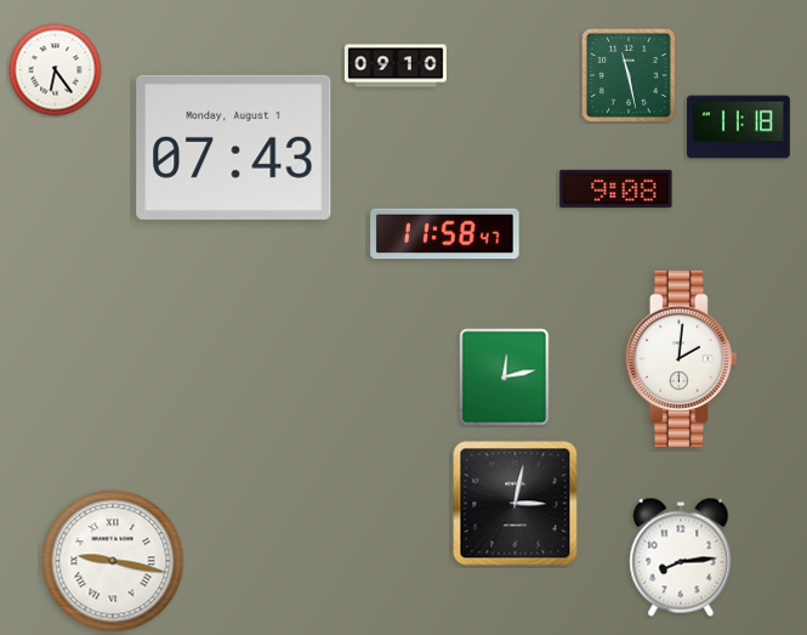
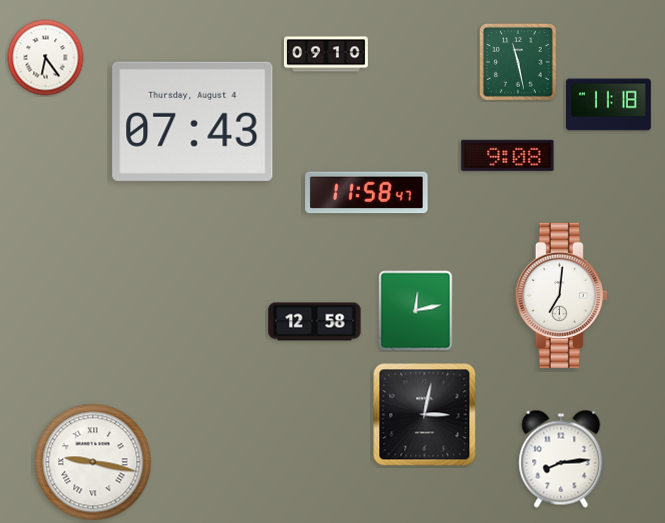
clock at (234, 147) date: Monday, August 1 -> Thursday, August 4
clock at (681, 358): 2:01 -> 7:01
clock at (315, 322): none -> 12:58
